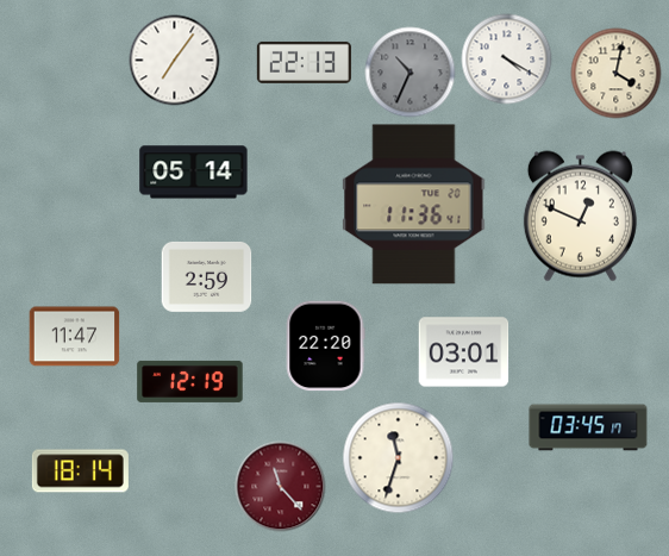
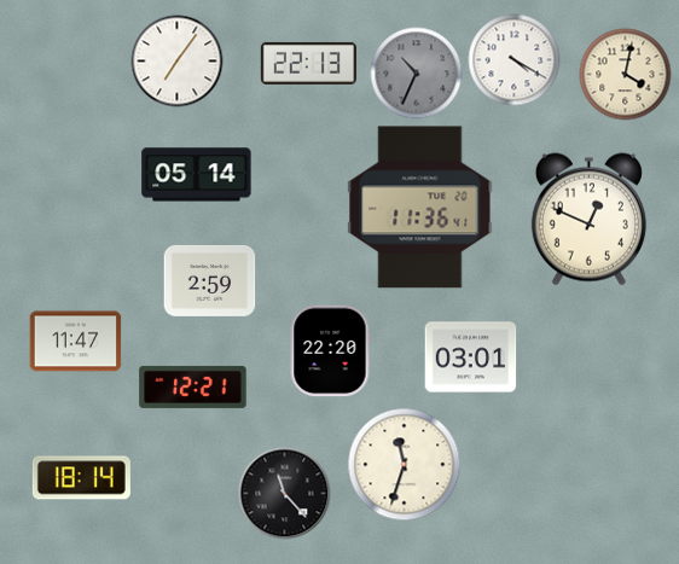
clock at (190, 381): 12:19 -> 12:21
clock at (588, 427): 03:45 -> none
clock at (281, 487) dial: burgundy -> black
